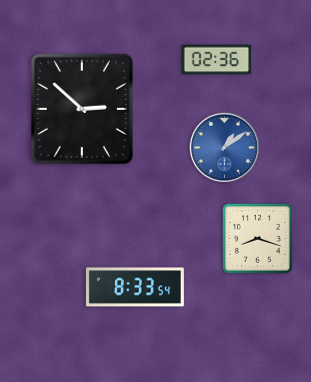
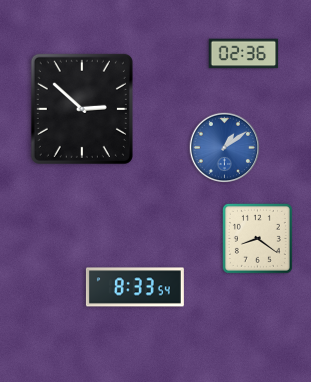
clock at (217, 60) position: (217, 60) -> (244, 54)
clock at (257, 238): 8:18 -> 8:21
